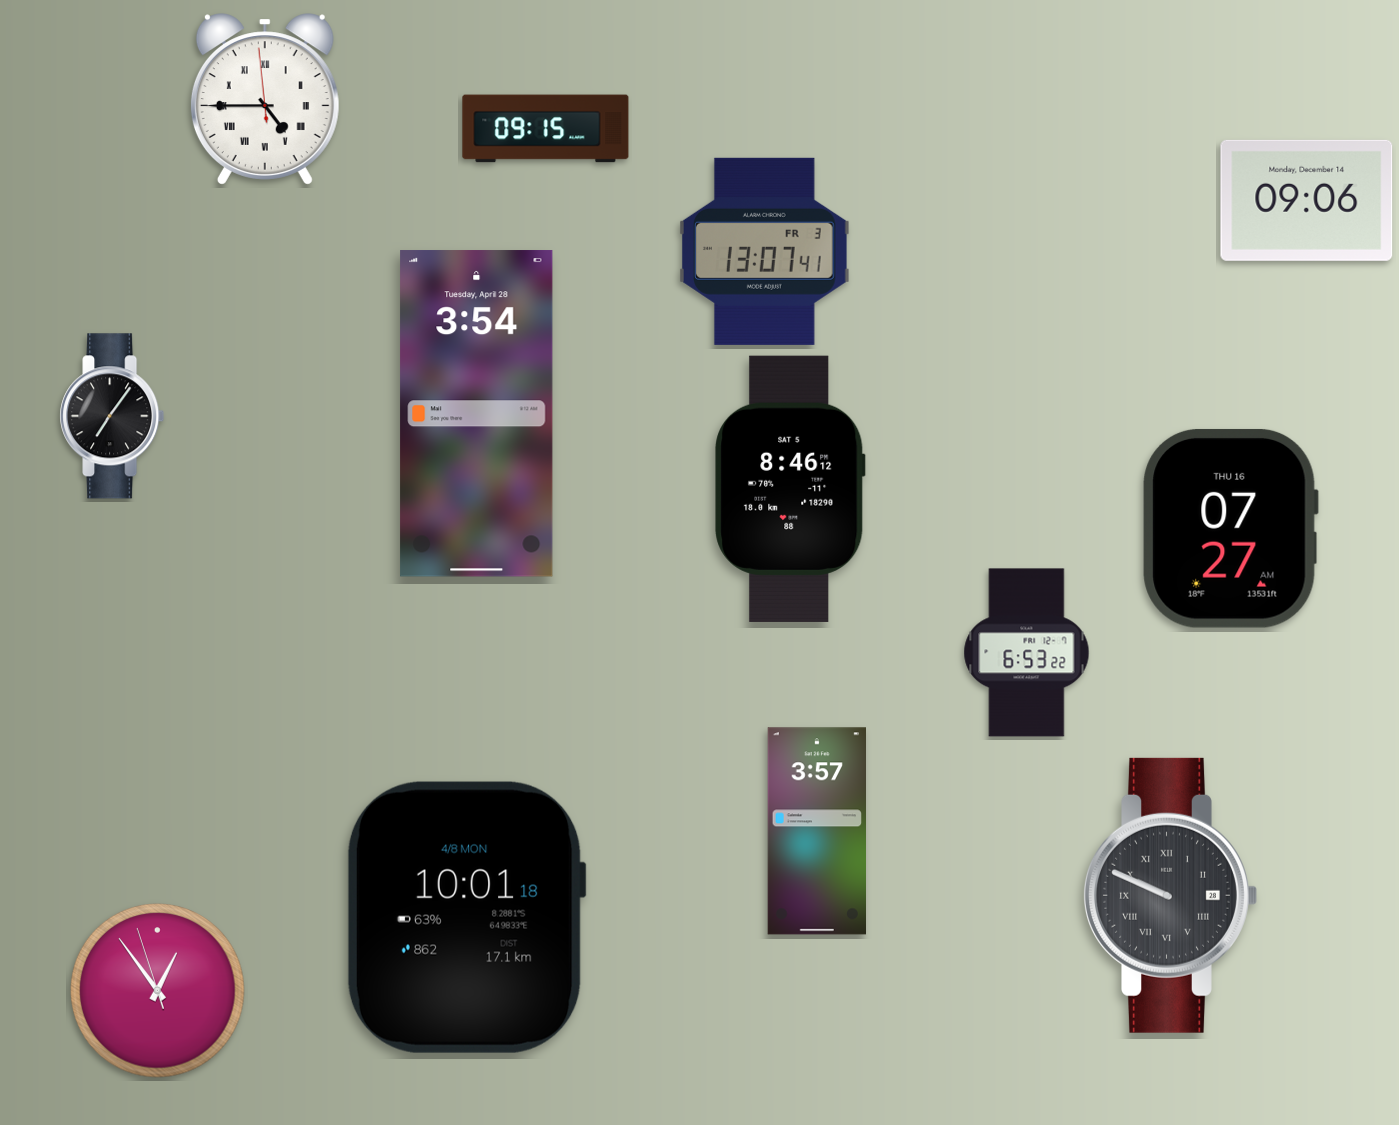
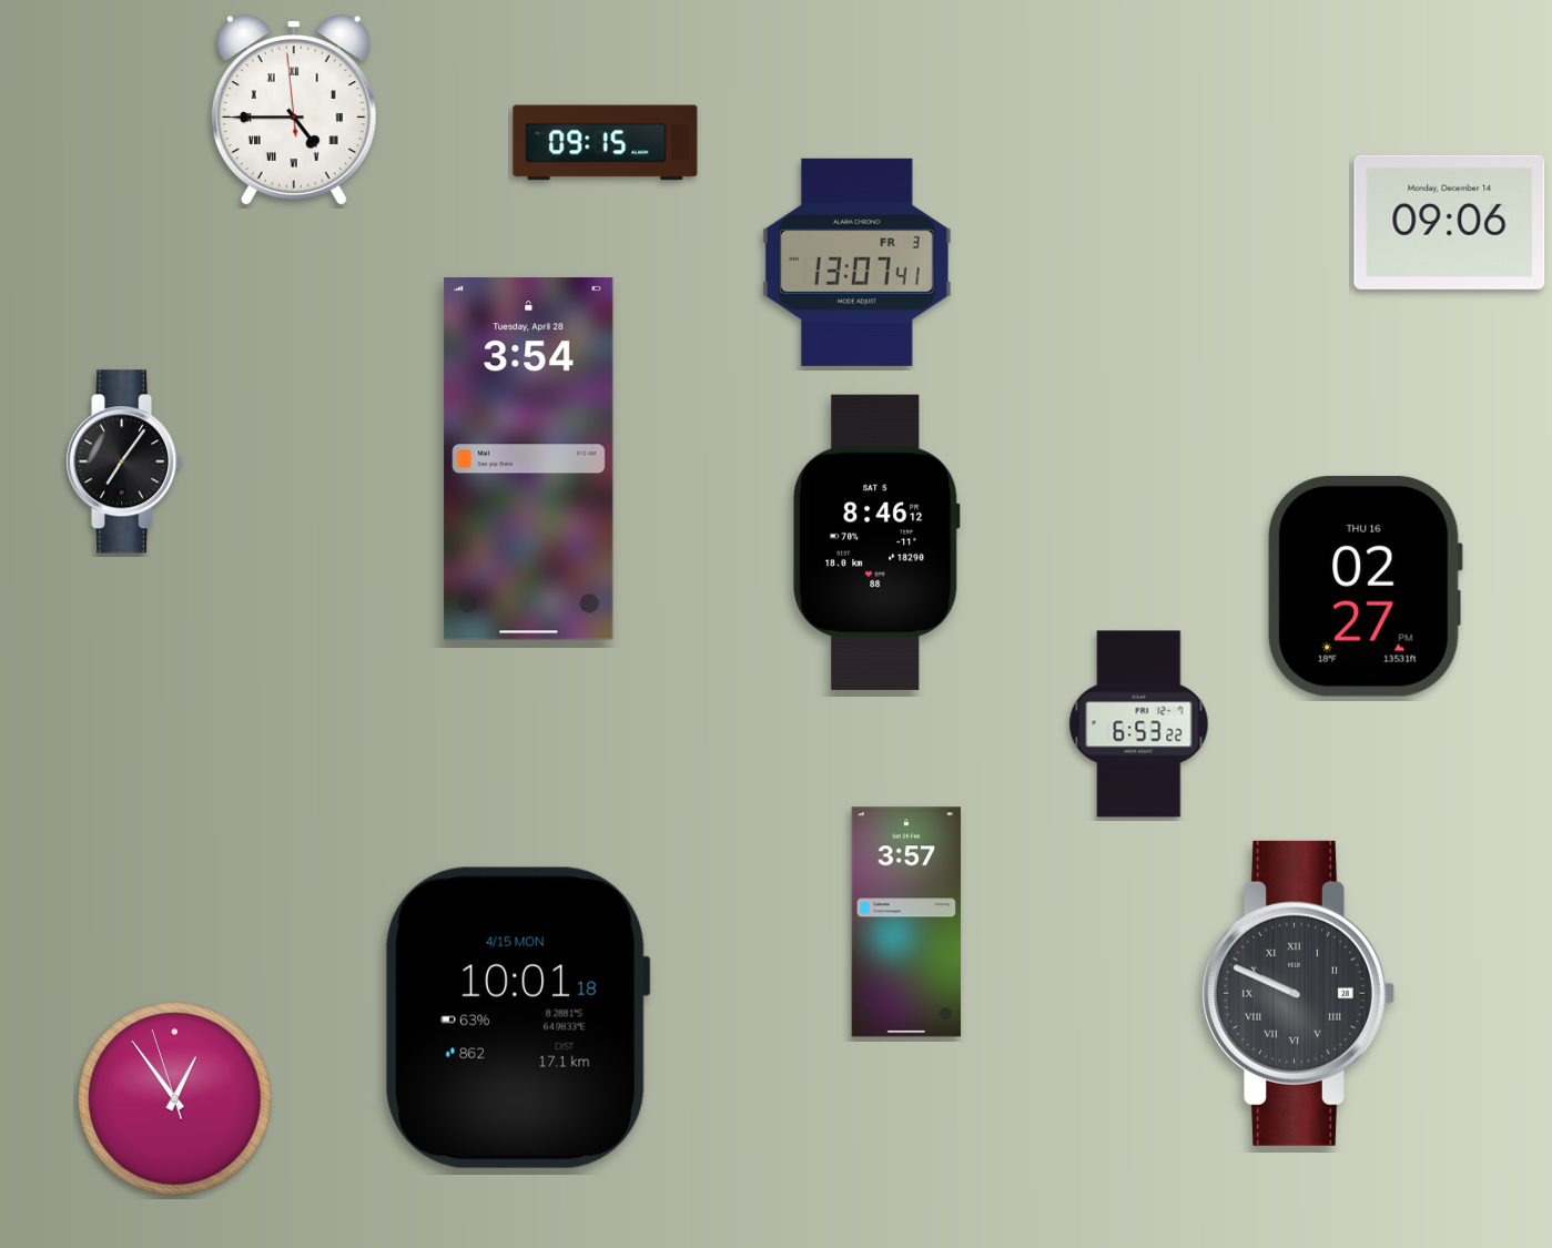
clock at (765, 251) position: (765, 251) -> (858, 262)
clock at (1230, 528): 07:27 -> 02:27
clock at (466, 917) date: 4/8 MON -> 4/15 MON
